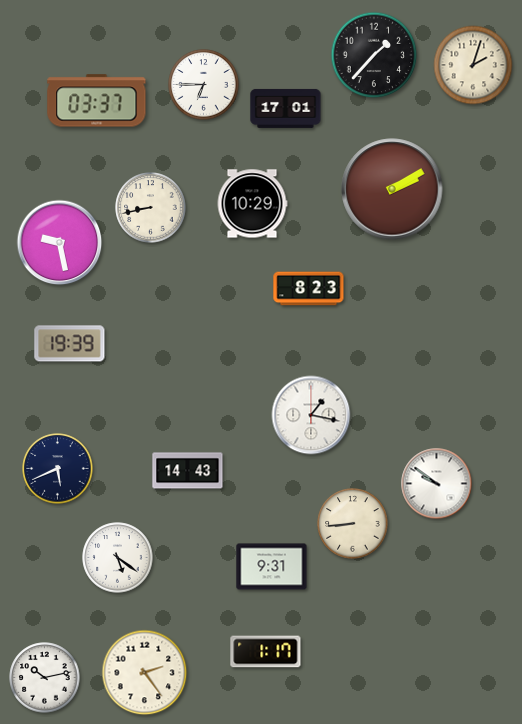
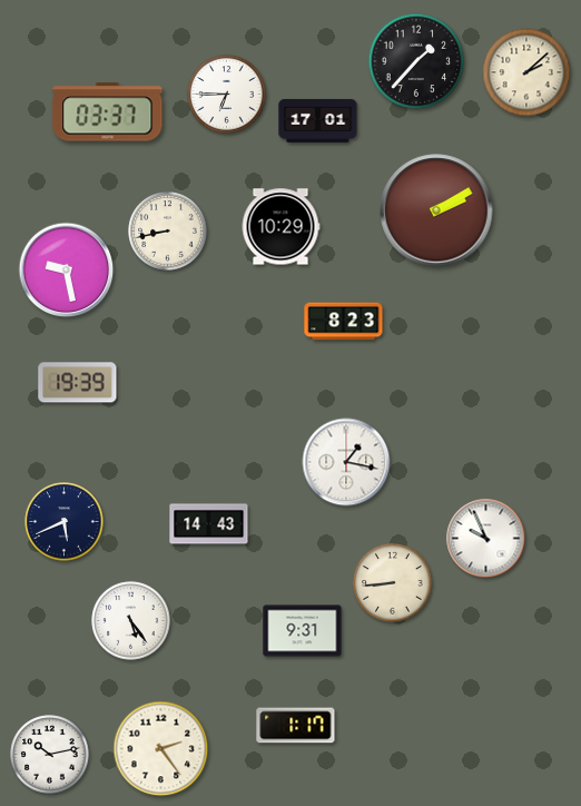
clock at (473, 65): 2:03 -> 2:08
clock at (437, 484): 9:51 -> 9:56
clock at (118, 558): 5:21 -> 5:24
